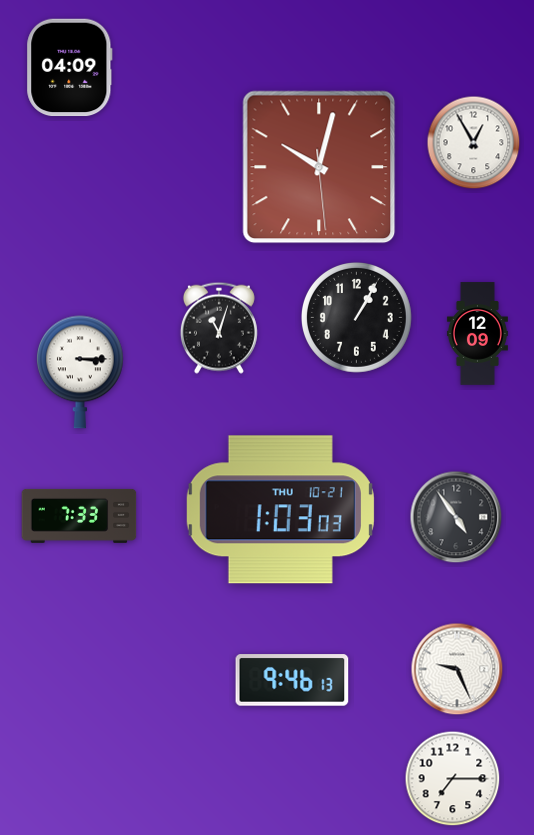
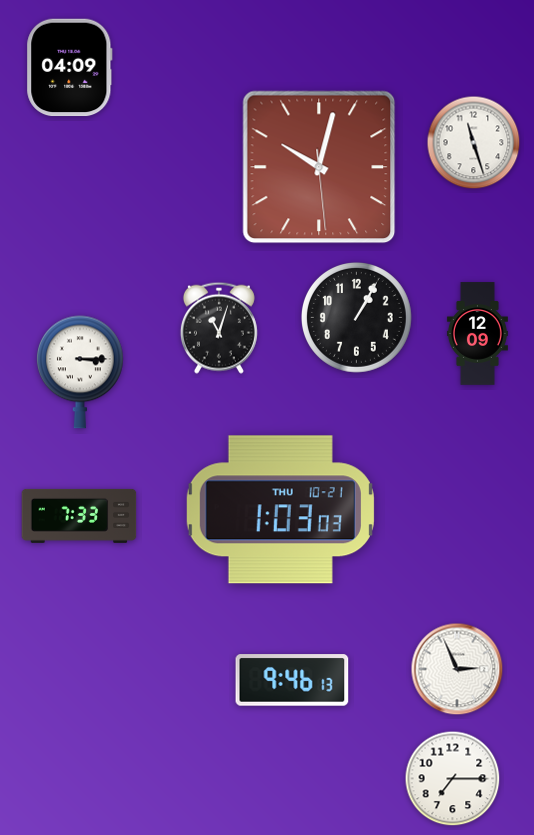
clock at (474, 143): 12:55 -> 11:27
clock at (456, 517): 4:54 -> none
clock at (457, 669): 9:26 -> 2:56
